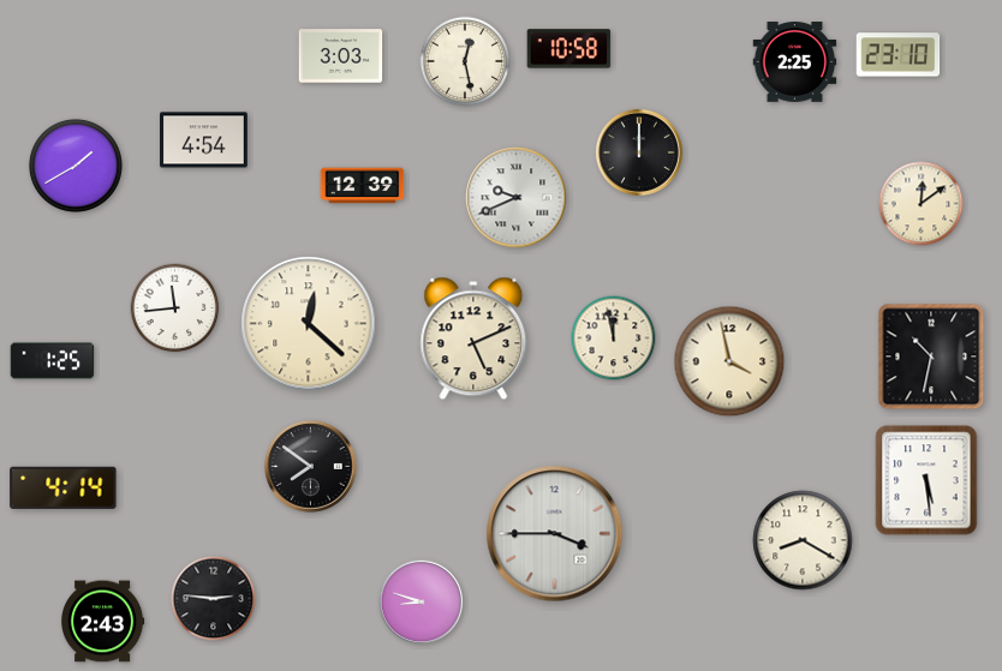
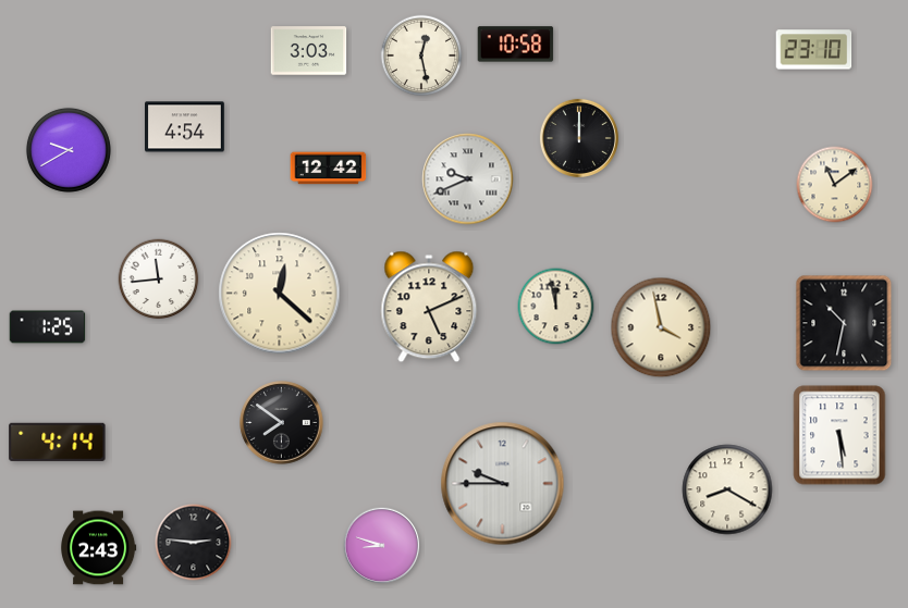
clock at (795, 62): 2:25 -> none
clock at (76, 166): 1:40 -> 9:40
clock at (363, 186): 12:39 -> 12:42
clock at (922, 204): 12:09 -> 11:09
clock at (555, 534): 3:45 -> 9:45
clock at (103, 622) position: (103, 622) -> (99, 548)
